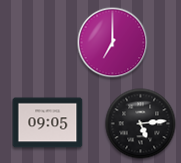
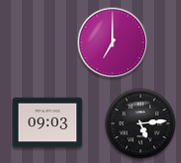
clock at (48, 123): 09:05 -> 09:03
